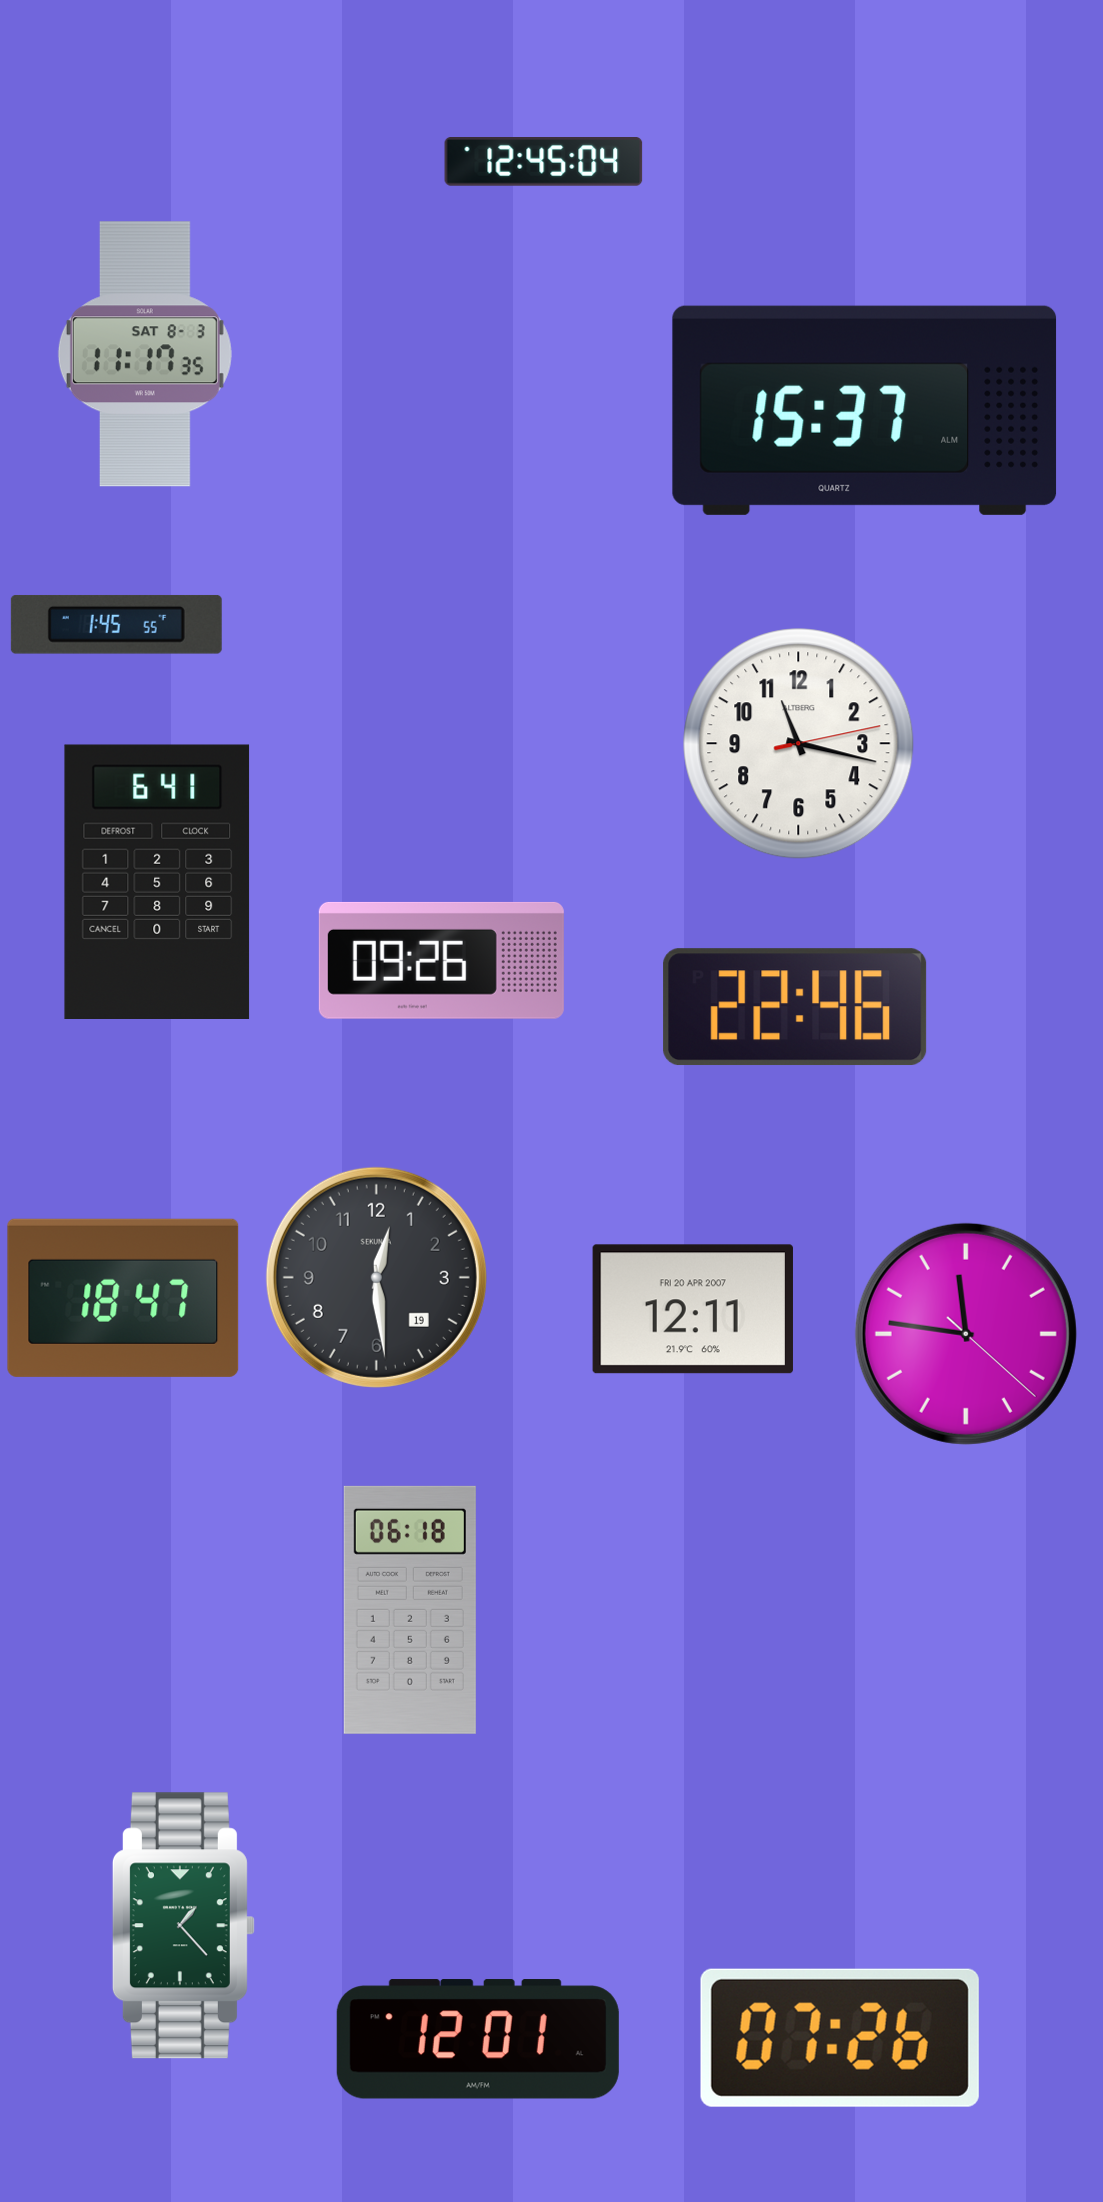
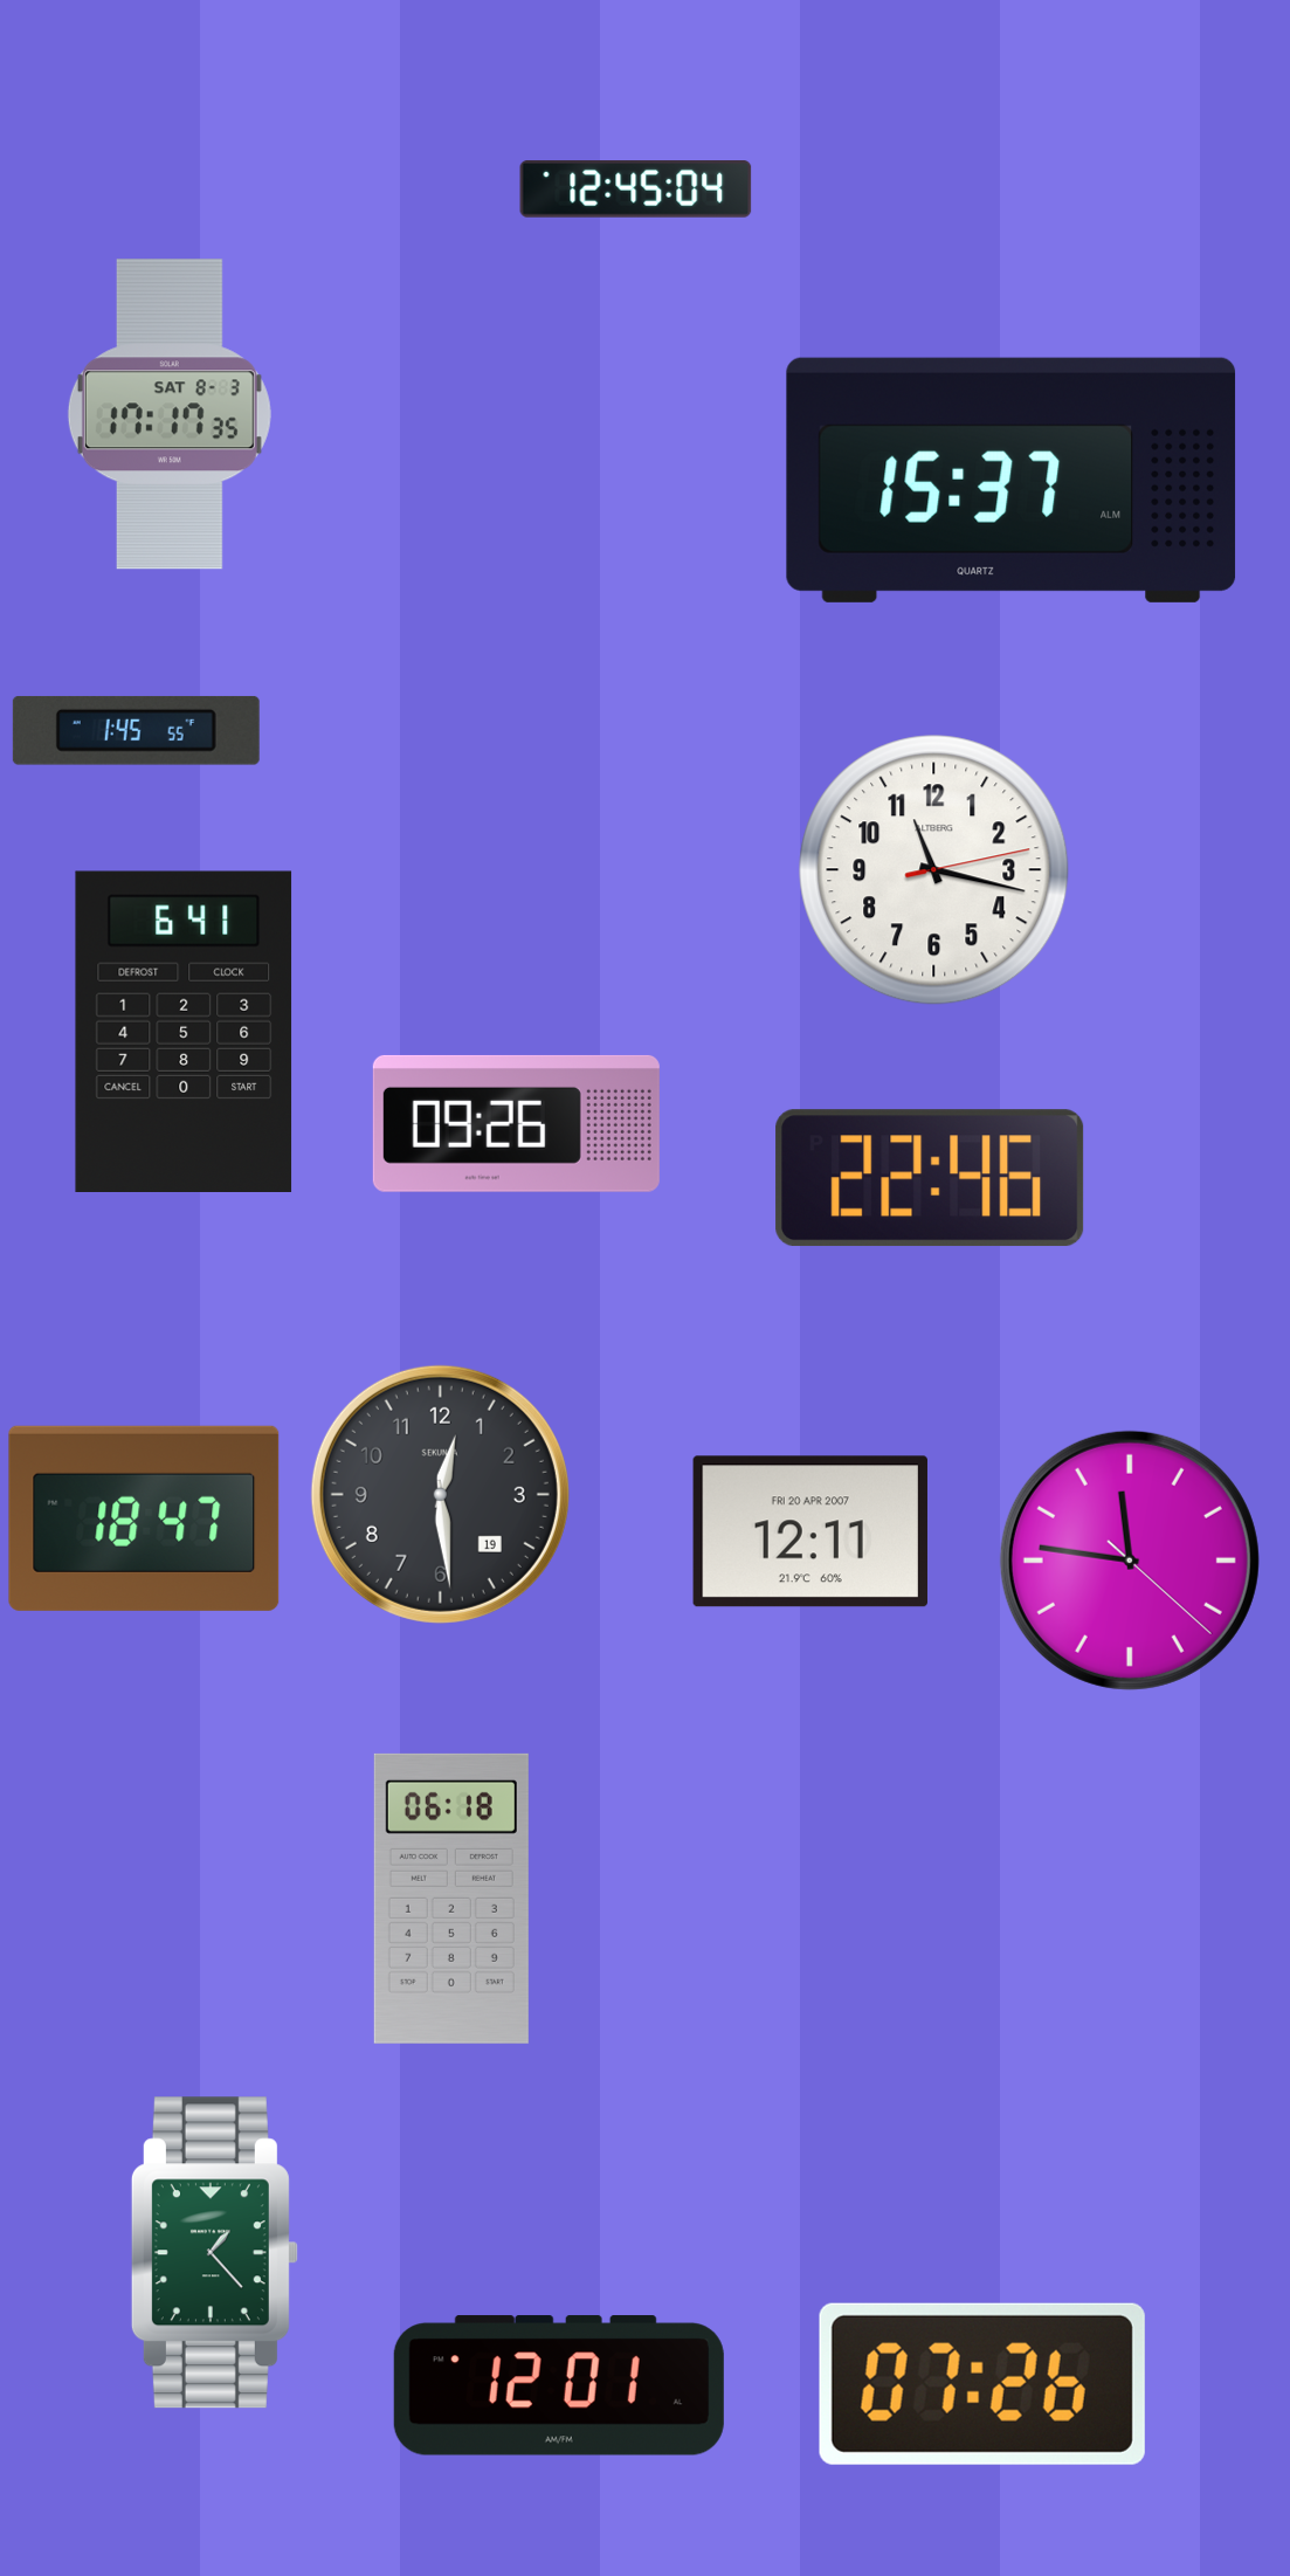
clock at (145, 354): 11:17 -> 17:17
clock at (410, 1610) position: (410, 1610) -> (451, 1899)
